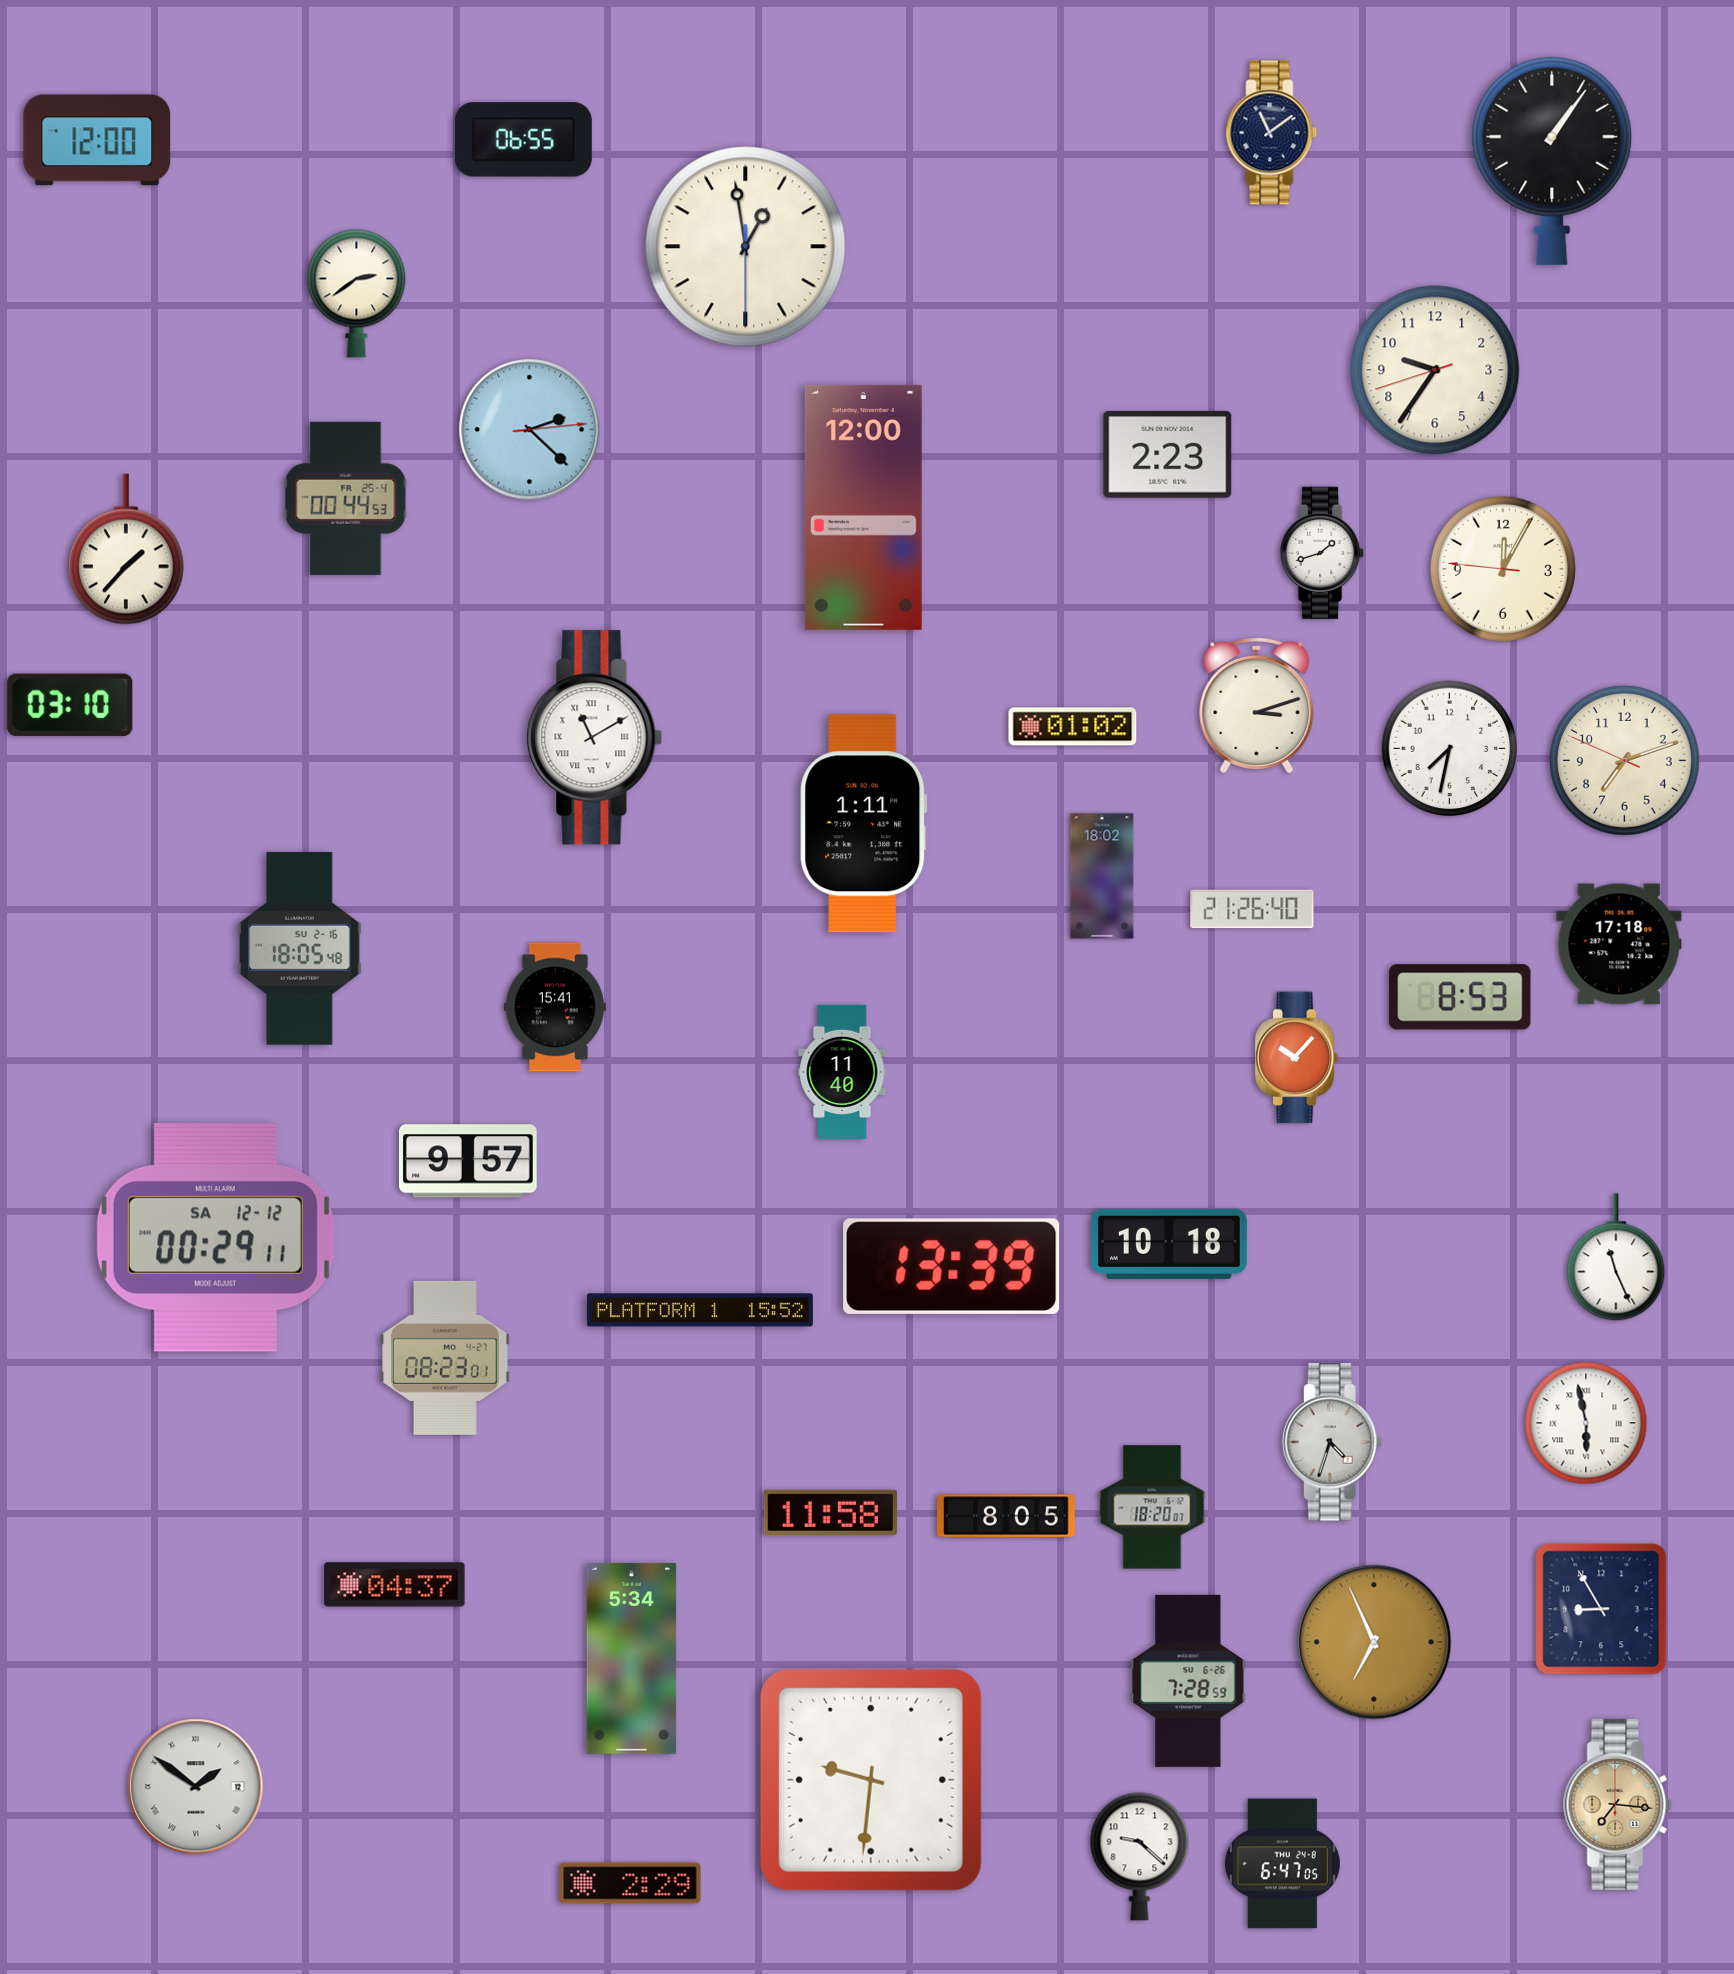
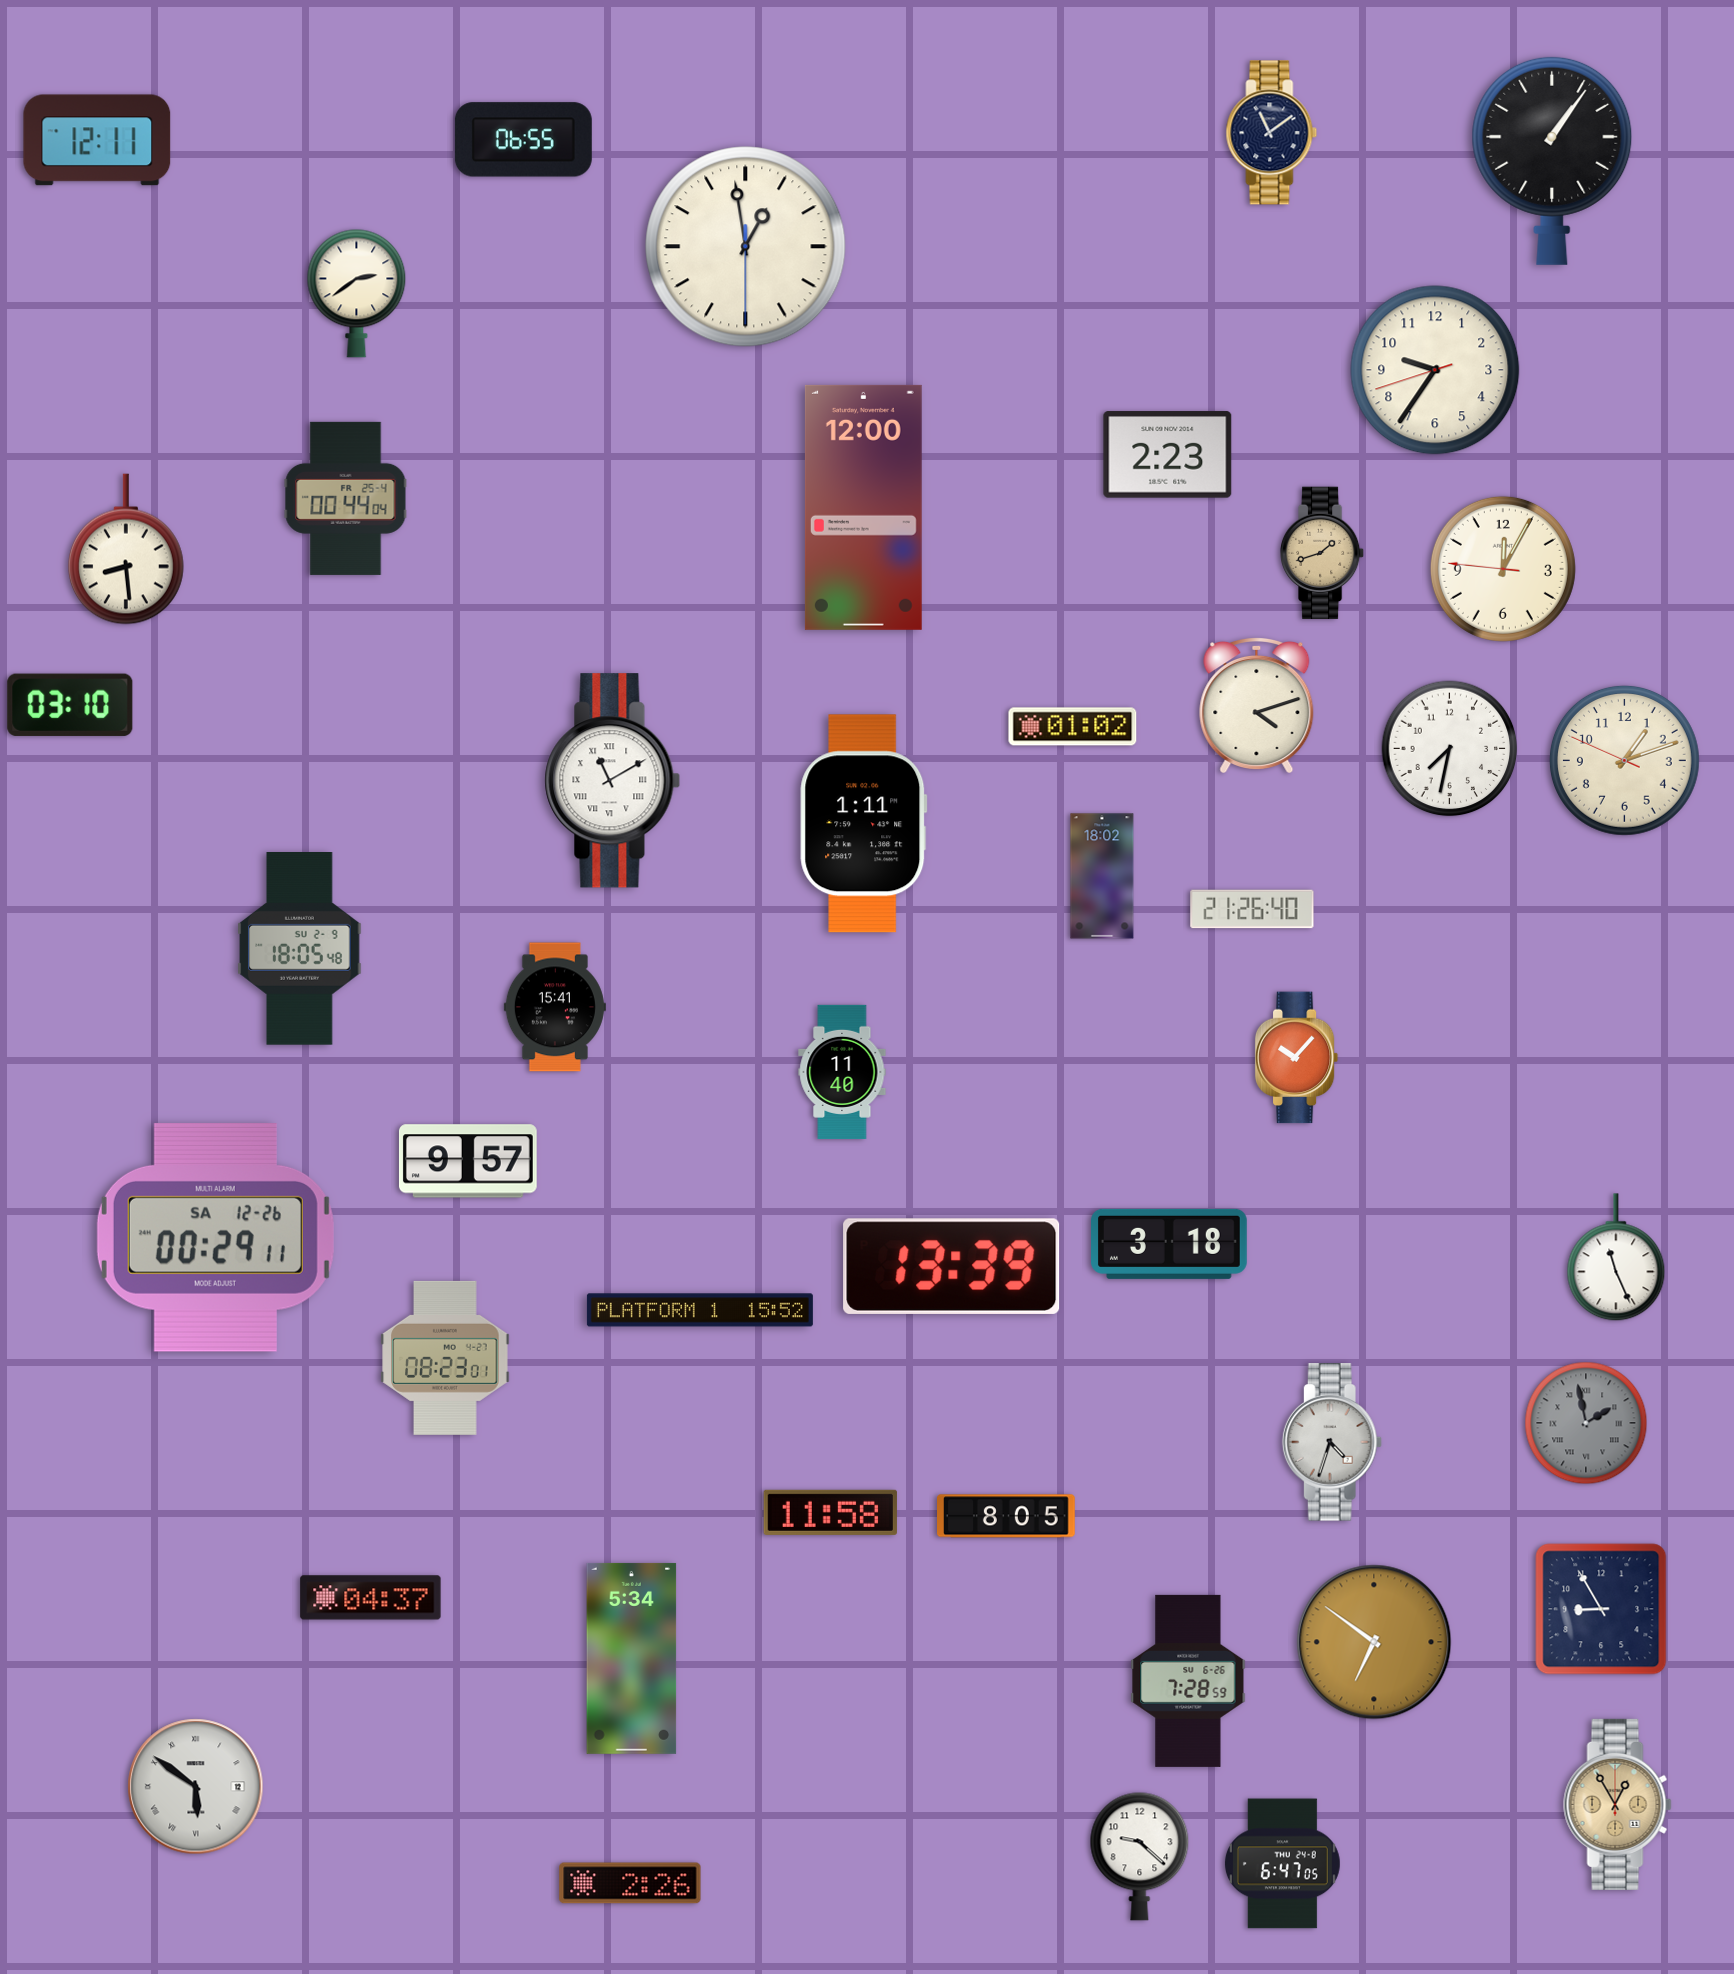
clock at (97, 140): 12:00 -> 12:11
clock at (530, 430): 2:22 -> none
clock at (346, 498): 00:44:53 -> 00:44:04
clock at (126, 549): 1:37 -> 8:29
clock at (1322, 553) dial: white -> champagne
clock at (1257, 705): 3:12 -> 4:12
clock at (595, 738) position: (595, 738) -> (613, 781)
clock at (1624, 760): 7:11 -> 1:11
clock at (1619, 944): 17:18 -> none
clock at (300, 949) date: SU 2-16 -> SU 2-9
clock at (1460, 997): 8:53 -> none
clock at (215, 1237) date: SA 12-12 -> SA 12-26
clock at (1170, 1244): 10:18 -> 3:18
clock at (1586, 1423): 5:58 -> 1:58
clock at (1586, 1423) dial: white -> grey
clock at (1152, 1507): 18:20 -> none
clock at (395, 1585) position: (395, 1585) -> (371, 1598)
clock at (1374, 1642): 6:56 -> 6:51
clock at (871, 1780): 9:31 -> none
clock at (196, 1787): 1:51 -> 5:51
clock at (1618, 1804): 7:16 -> 12:55
clock at (630, 1883): 2:29 -> 2:26
